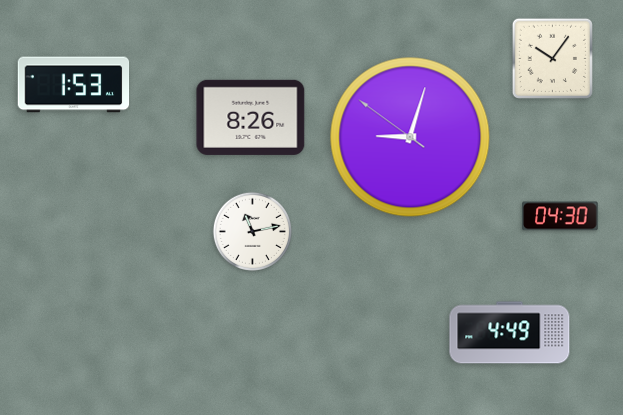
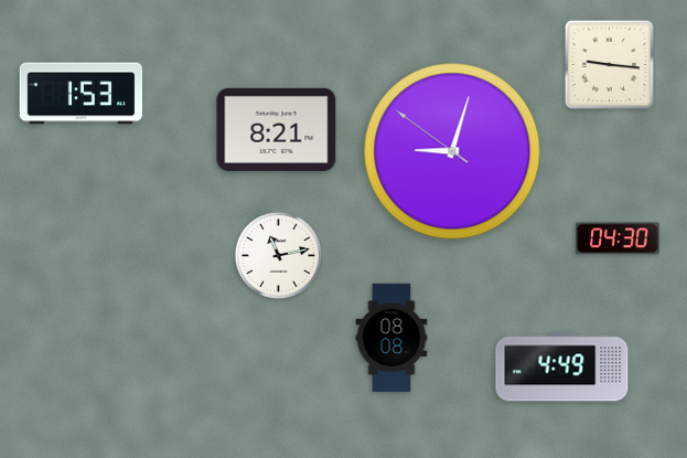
clock at (552, 58): 10:06 -> 9:16
clock at (251, 117): 8:26 -> 8:21
clock at (391, 338): none -> 08:08
